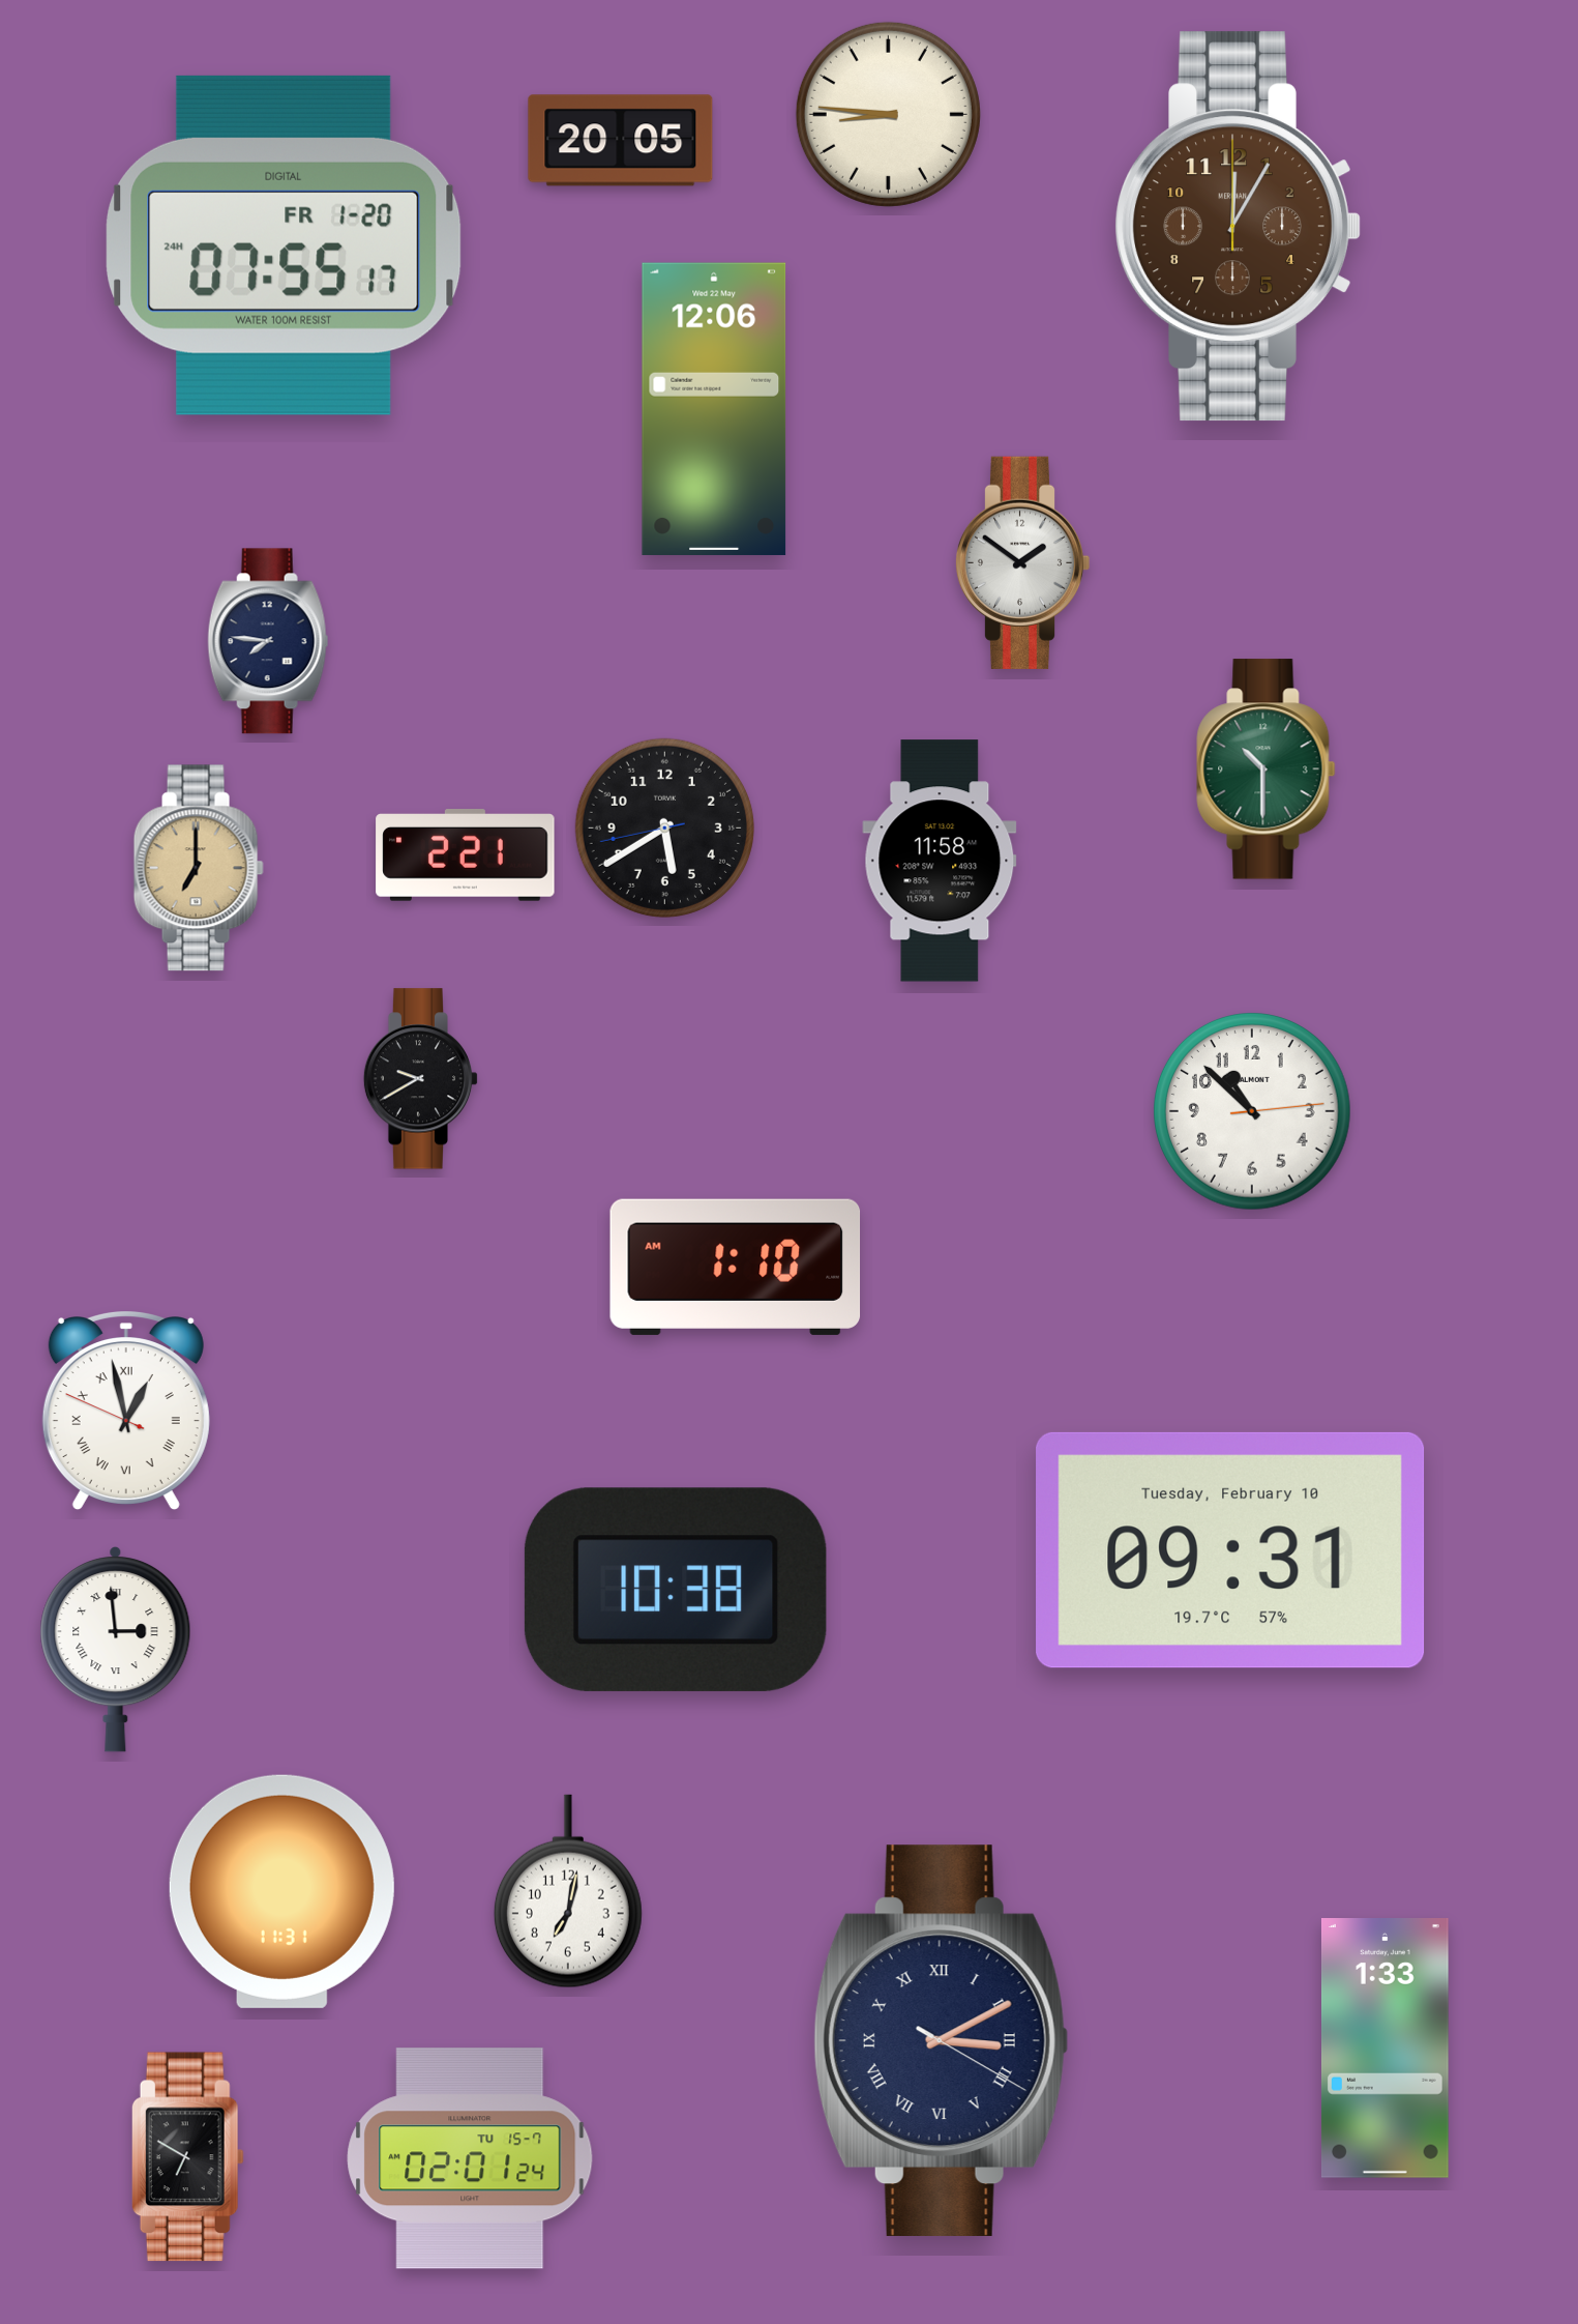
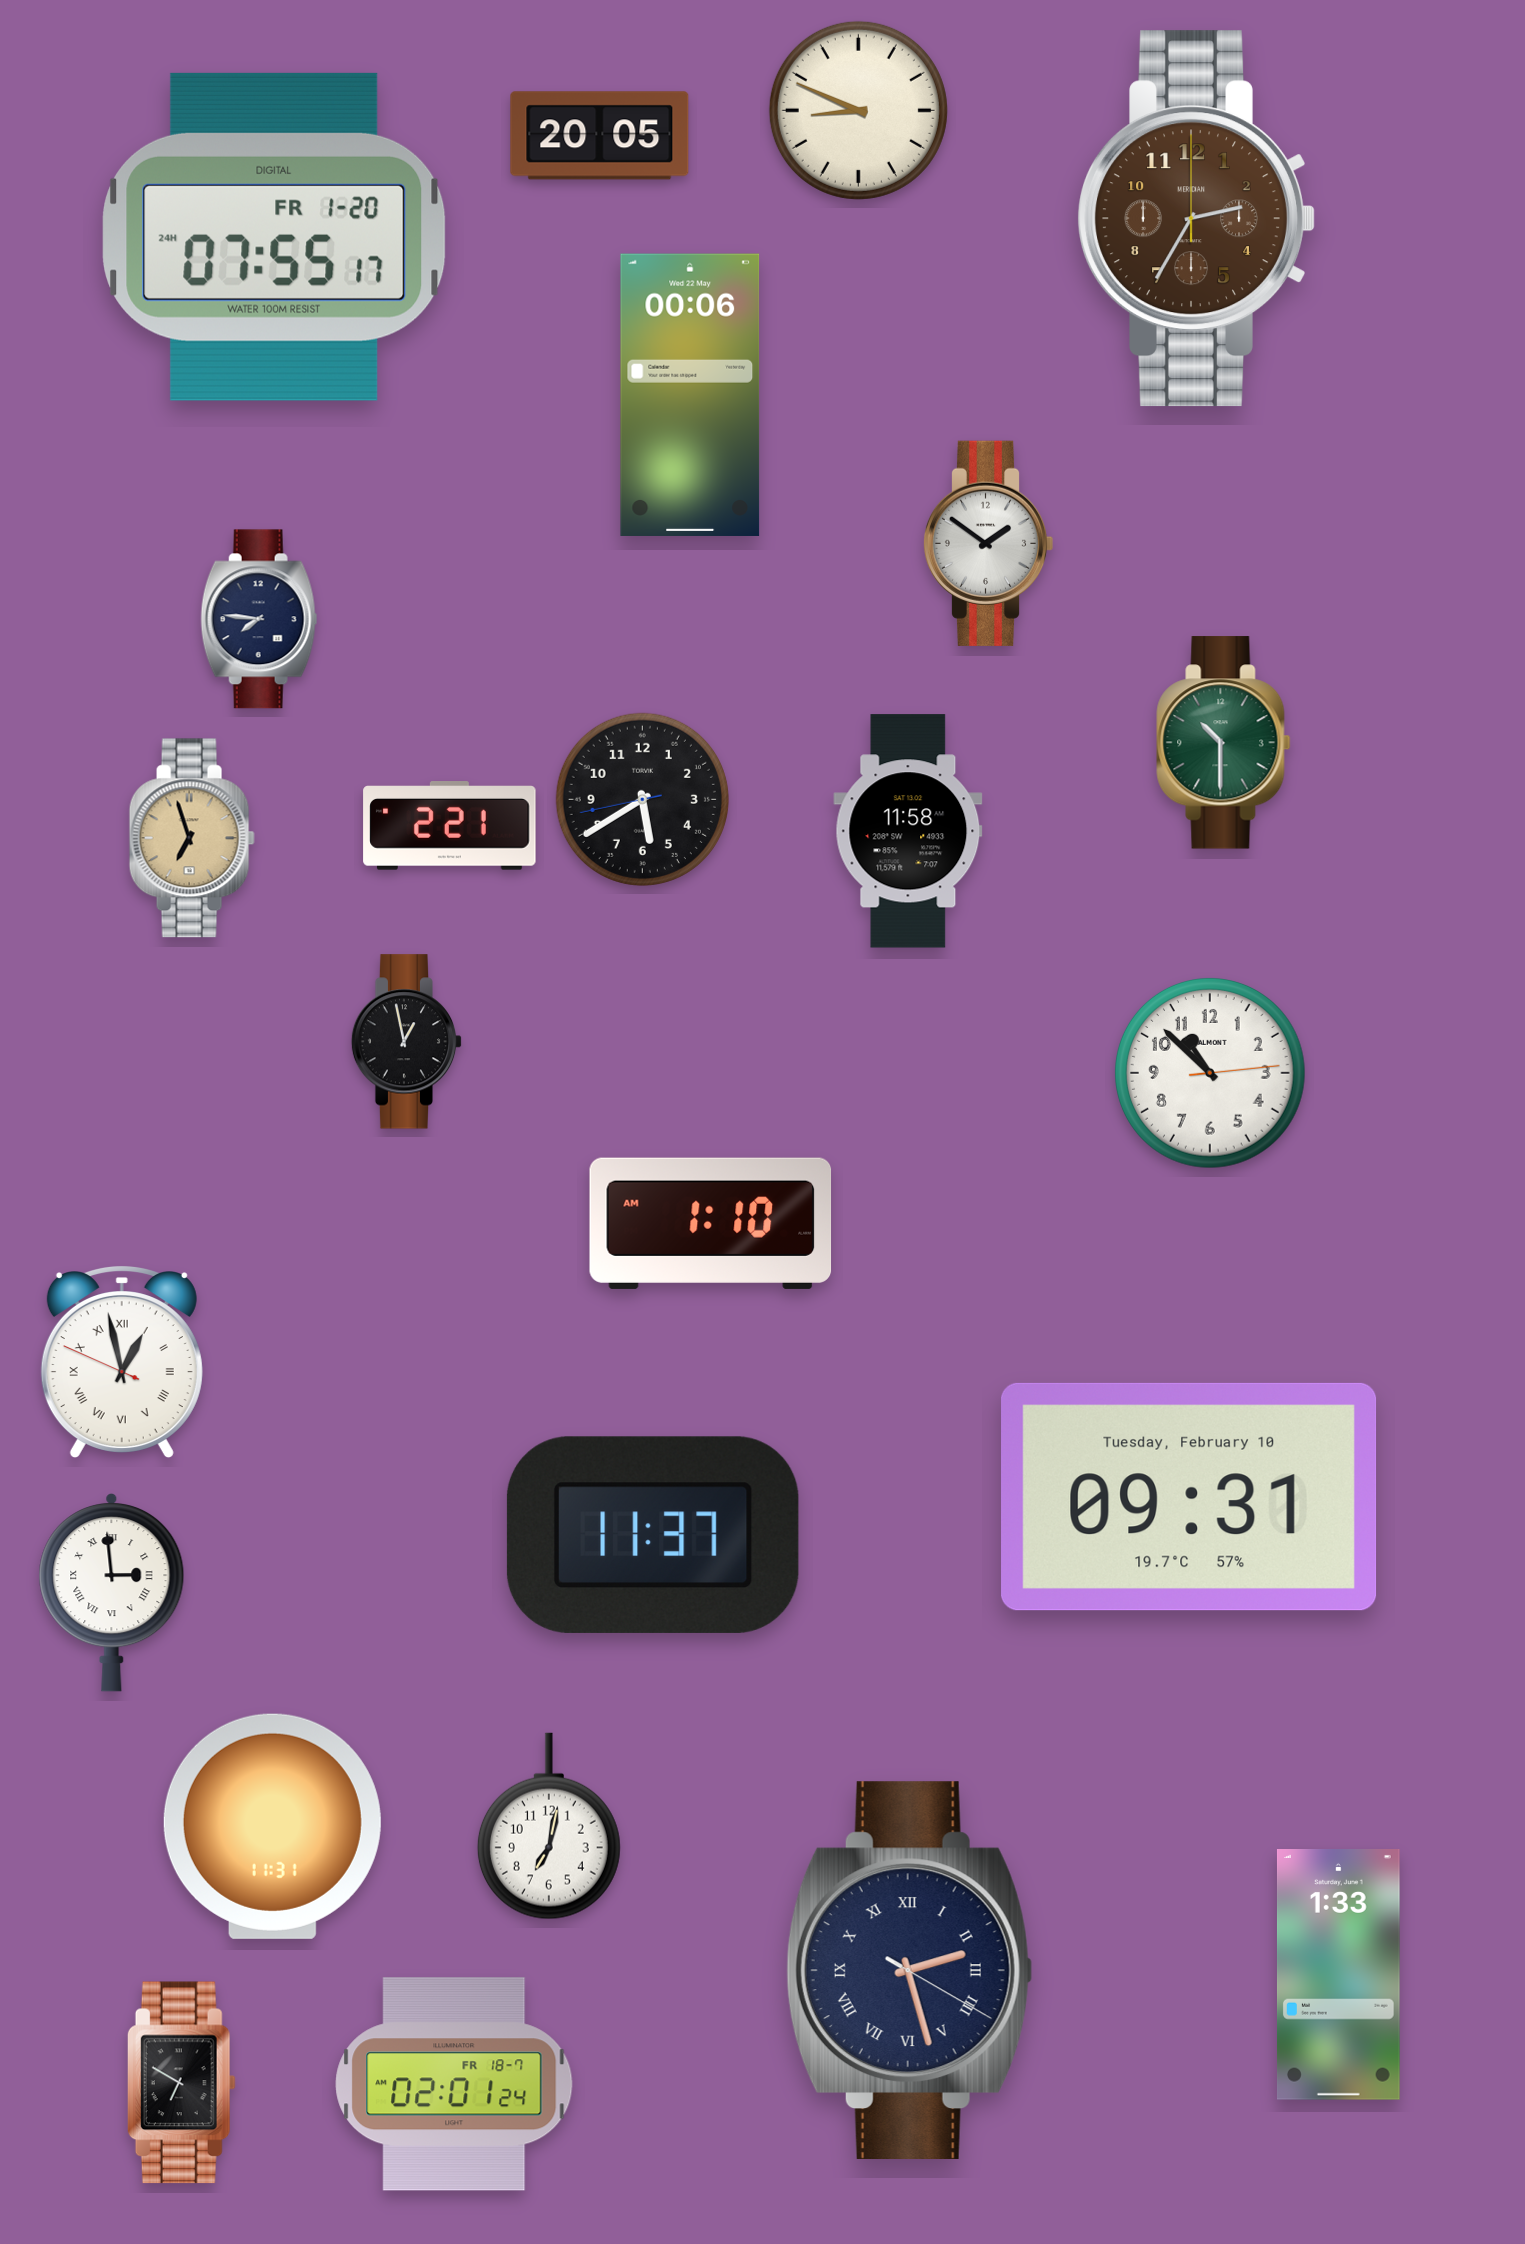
clock at (888, 114): 8:46 -> 8:49
clock at (1238, 227): 12:05 -> 2:35
clock at (714, 409): 12:06 -> 00:06
clock at (199, 868): 7:00 -> 6:57
clock at (421, 1079): 9:40 -> 12:58
clock at (676, 1590): 10:38 -> 11:37
clock at (941, 2040): 3:10 -> 2:27
clock at (1385, 2049) position: (1385, 2049) -> (1338, 1975)
clock at (470, 2158) date: TU 15-7 -> FR 18-7
